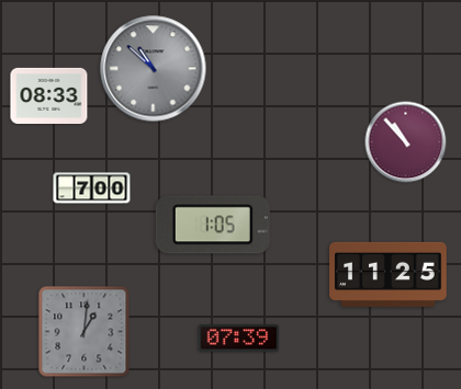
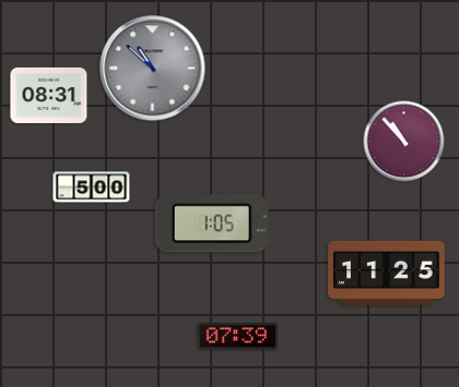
clock at (49, 95): 08:33 -> 08:31
clock at (92, 188): 7:00 -> 5:00
clock at (85, 332): 1:01 -> none
